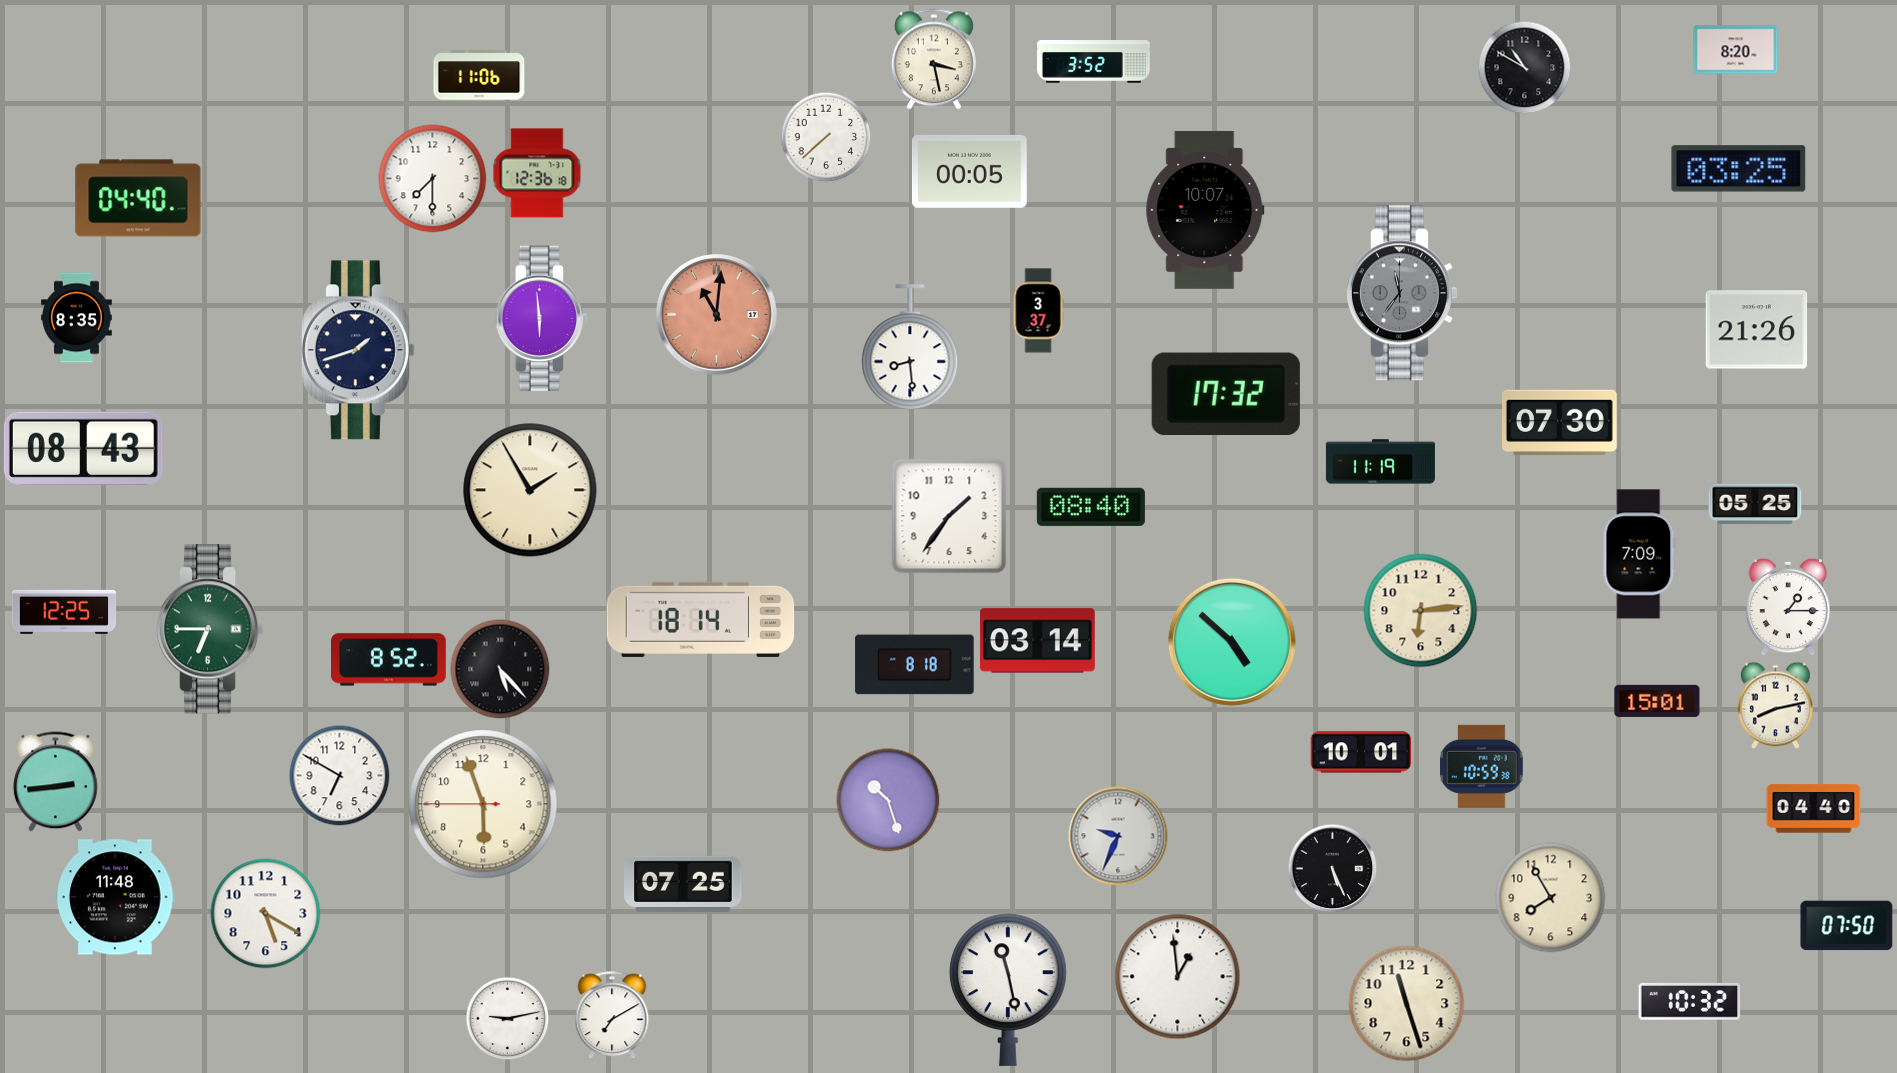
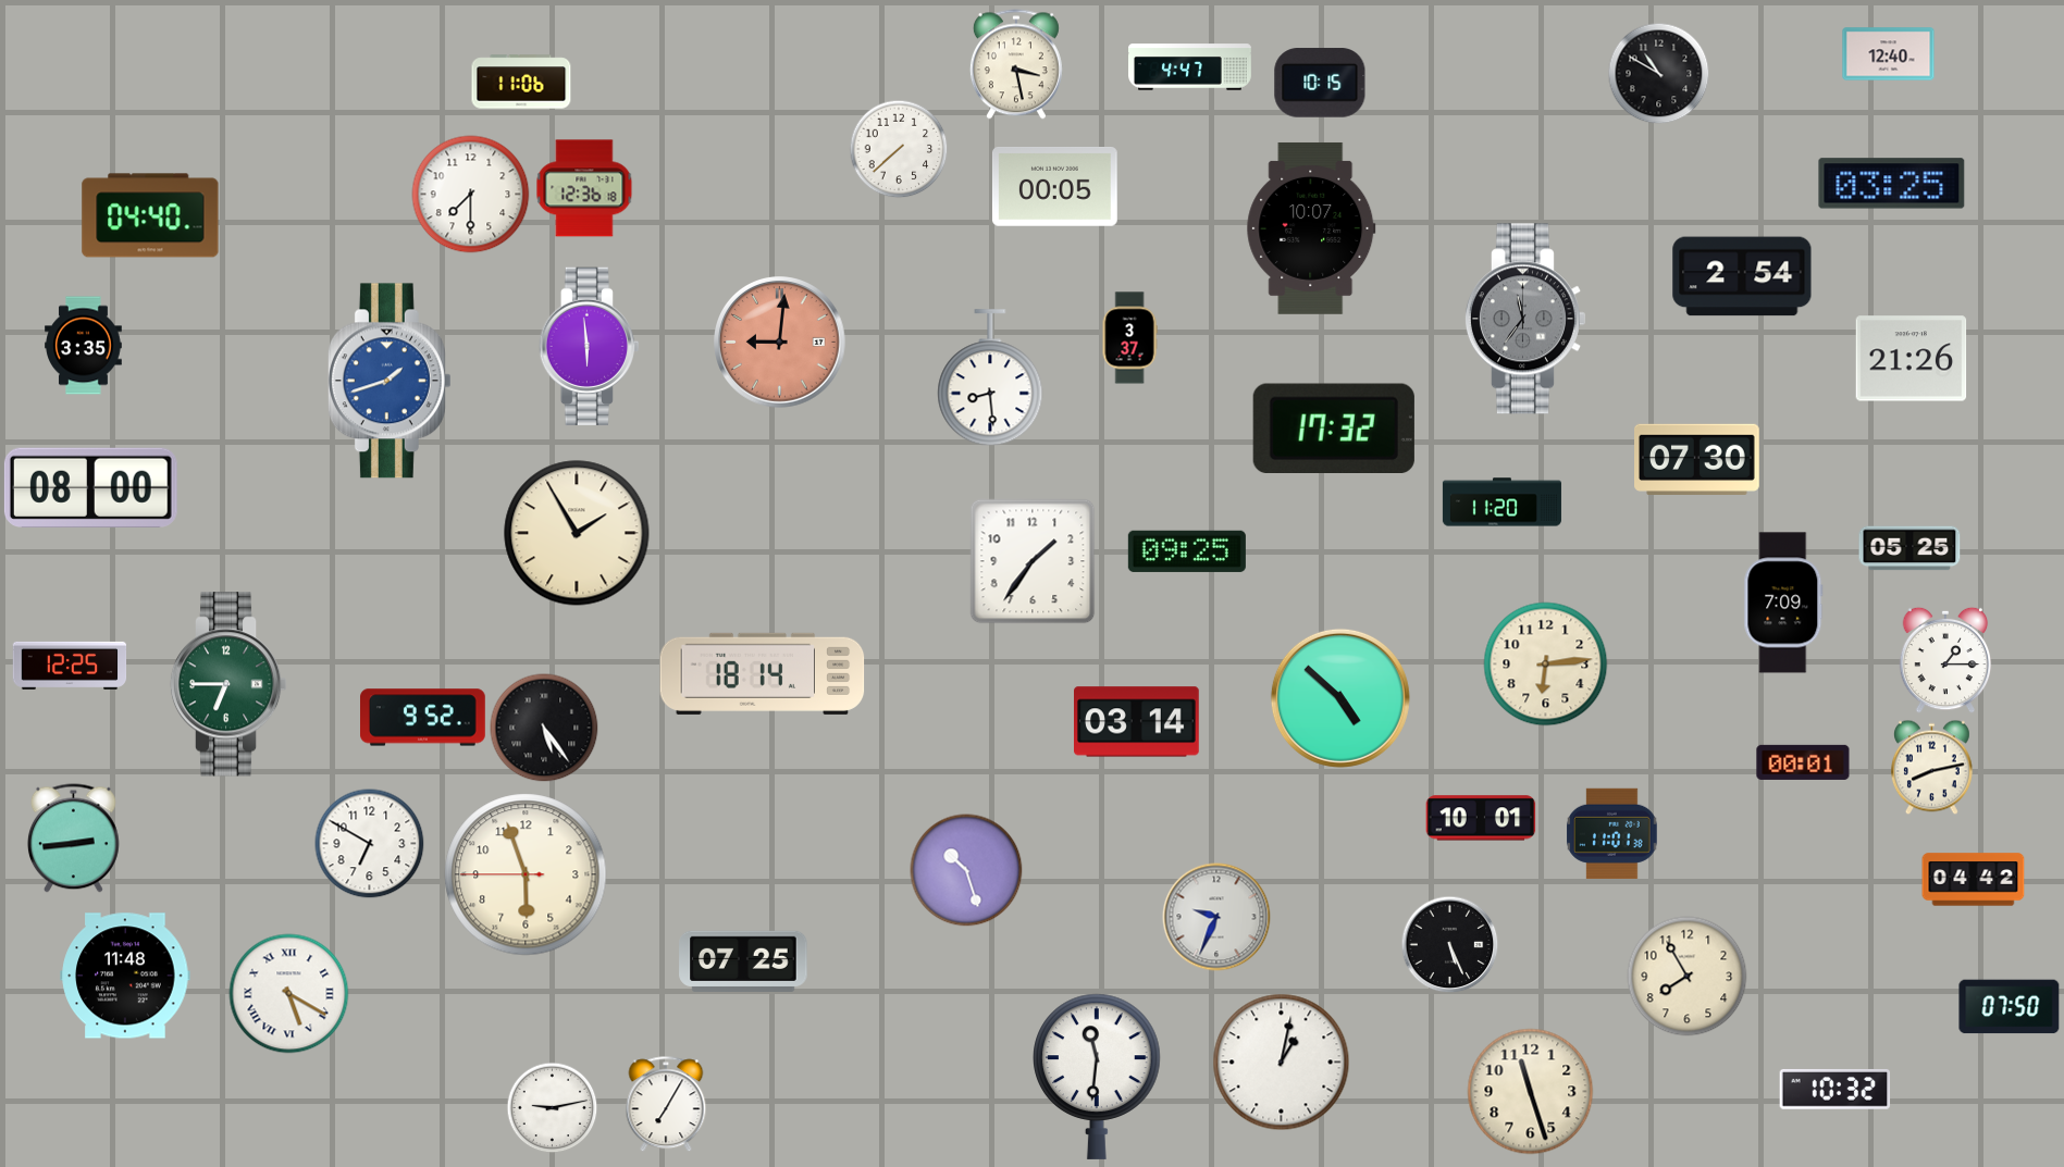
clock at (1736, 50): 8:20 -> 12:40
clock at (1094, 62): 3:52 -> 4:47
clock at (1320, 83): none -> 10:15
clock at (1742, 276): none -> 2:54
clock at (717, 315): 11:01 -> 9:01
clock at (77, 318): 8:35 -> 3:35
clock at (358, 350) dial: navy -> blue
clock at (83, 448): 08:43 -> 08:00
clock at (1380, 462): 11:19 -> 11:20
clock at (1091, 507): 08:40 -> 09:25
clock at (1038, 641) position: (1038, 641) -> (1137, 722)
clock at (389, 660): 8:52 -> 9:52
clock at (915, 665): 8:18 -> none
clock at (500, 669): 5:23 -> 5:24
clock at (1657, 701): 15:01 -> 00:01
clock at (1482, 766): 10:59 -> 11:01
clock at (56, 782) position: (56, 782) -> (74, 839)
clock at (1814, 809): 04:40 -> 04:42
clock at (1118, 836) position: (1118, 836) -> (1216, 917)
clock at (266, 914) numerals: Arabic -> Roman
clock at (1178, 977): 12:59 -> 1:02
clock at (1009, 990): 11:28 -> 11:31
clock at (1690, 1002) position: (1690, 1002) -> (1836, 1090)
clock at (612, 1015): 7:10 -> 7:05
